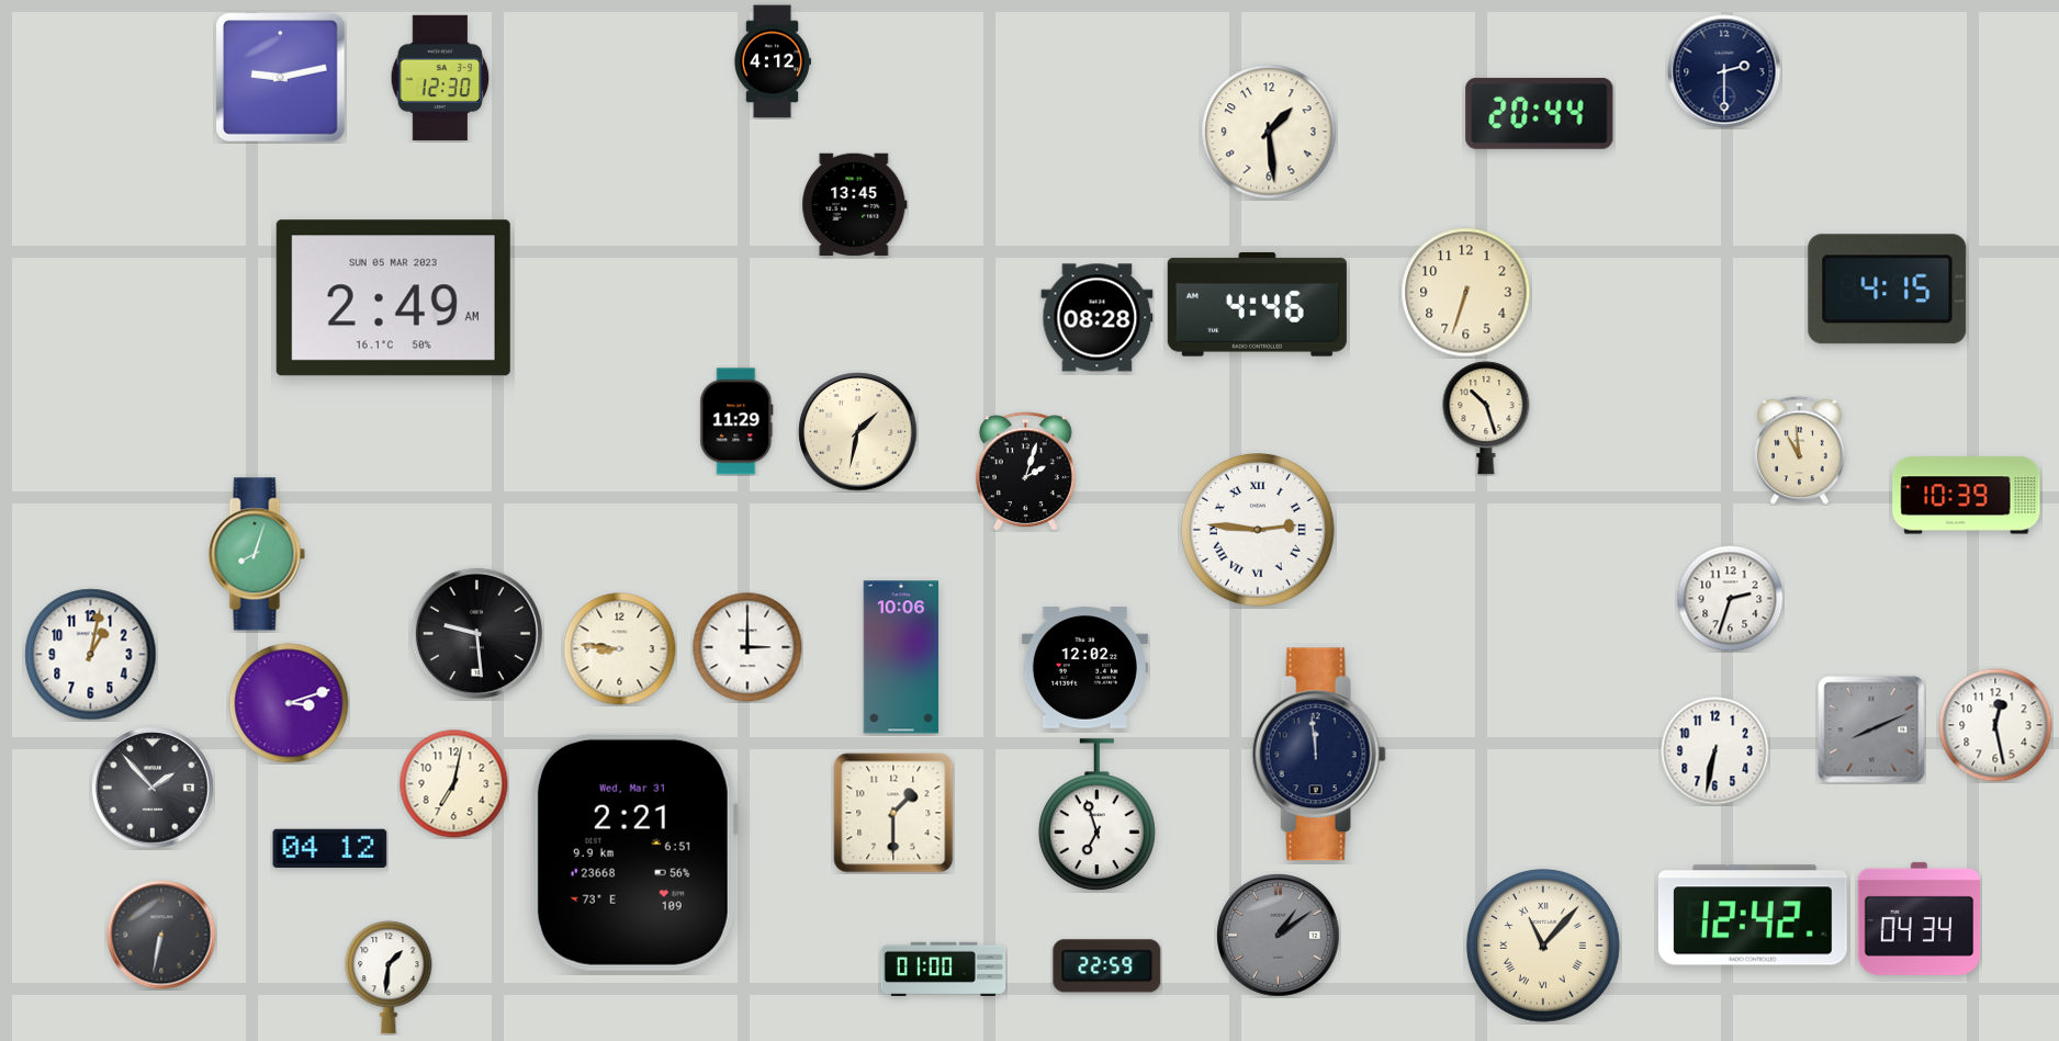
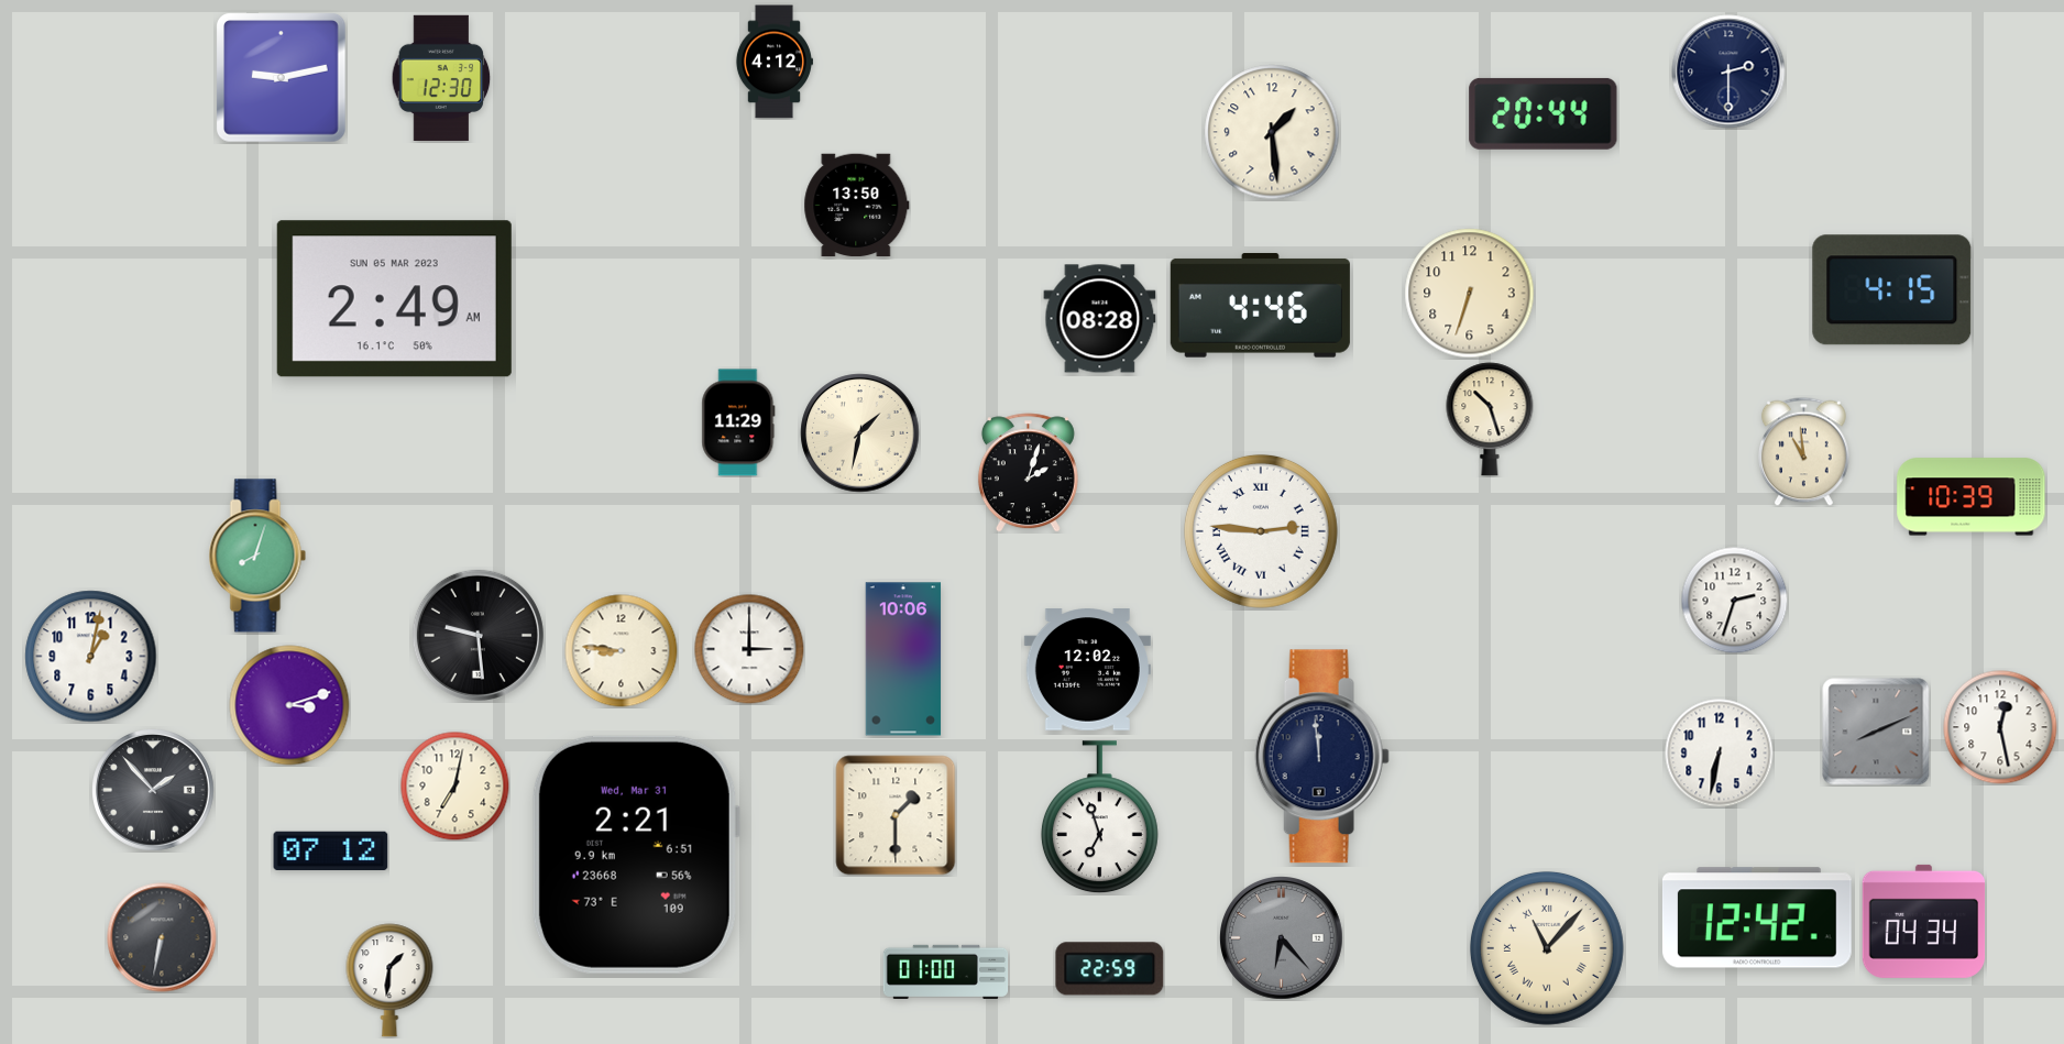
clock at (855, 205): 13:45 -> 13:50
clock at (330, 848): 04:12 -> 07:12
clock at (1279, 936): 1:09 -> 6:23
